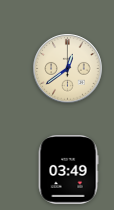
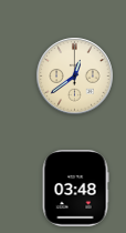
clock at (68, 170): 03:49 -> 03:48
